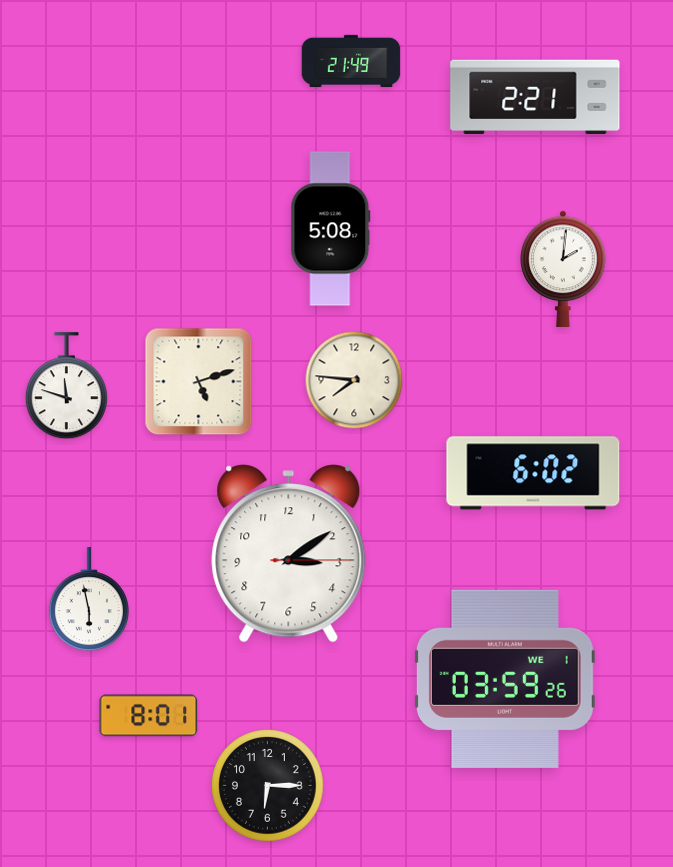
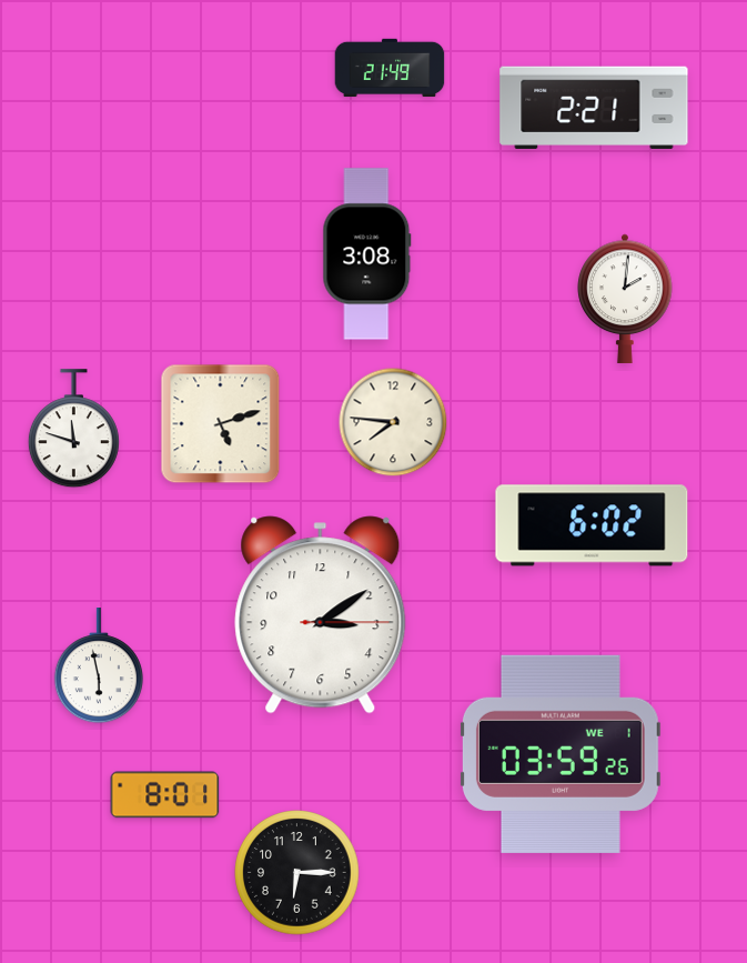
clock at (331, 229): 5:08 -> 3:08
